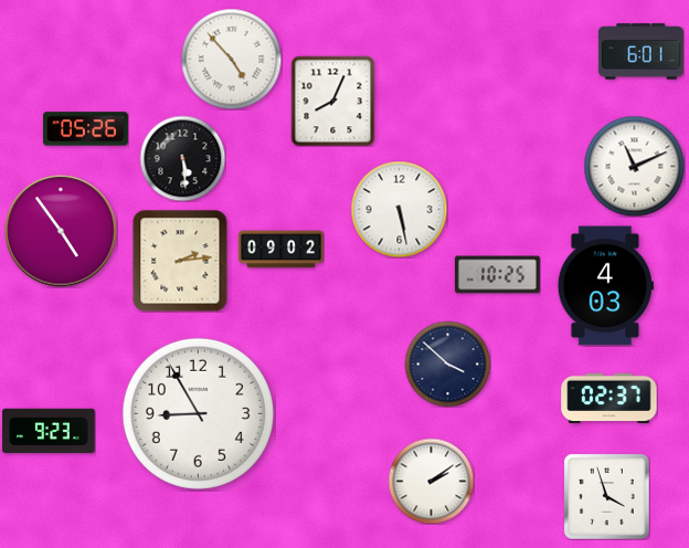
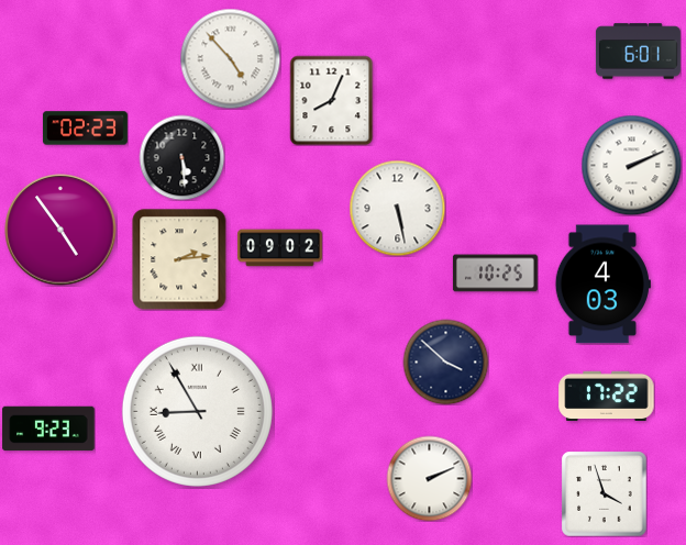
clock at (85, 129): 05:26 -> 02:23
clock at (634, 166): 11:11 -> 2:11
clock at (609, 398): 02:37 -> 17:22
clock at (198, 413) numerals: Arabic -> Roman
clock at (431, 481): 2:09 -> 2:11
